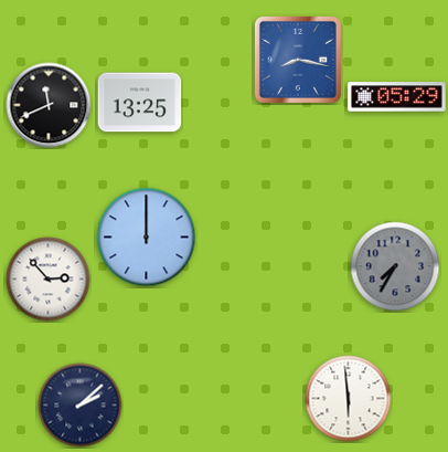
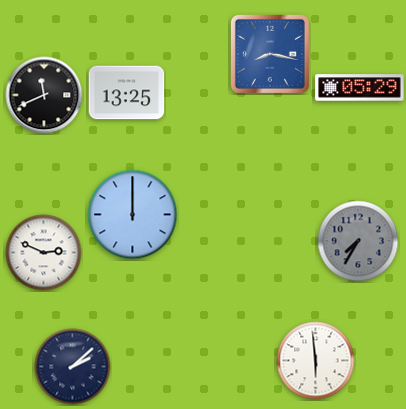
clock at (49, 280): 2:53 -> 2:49
